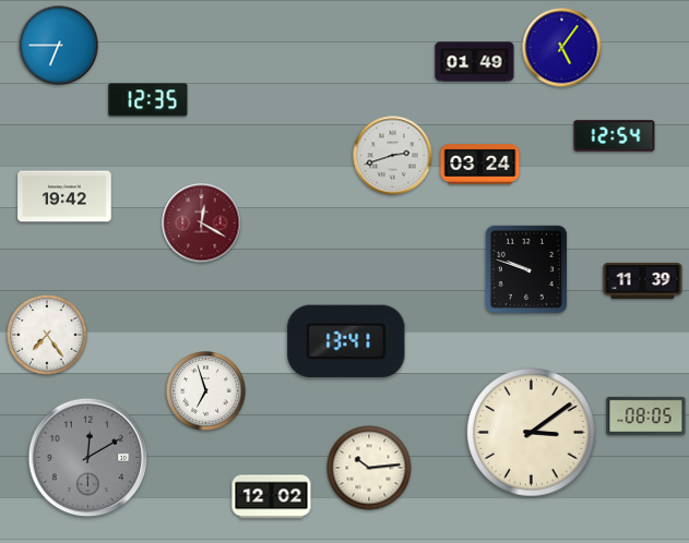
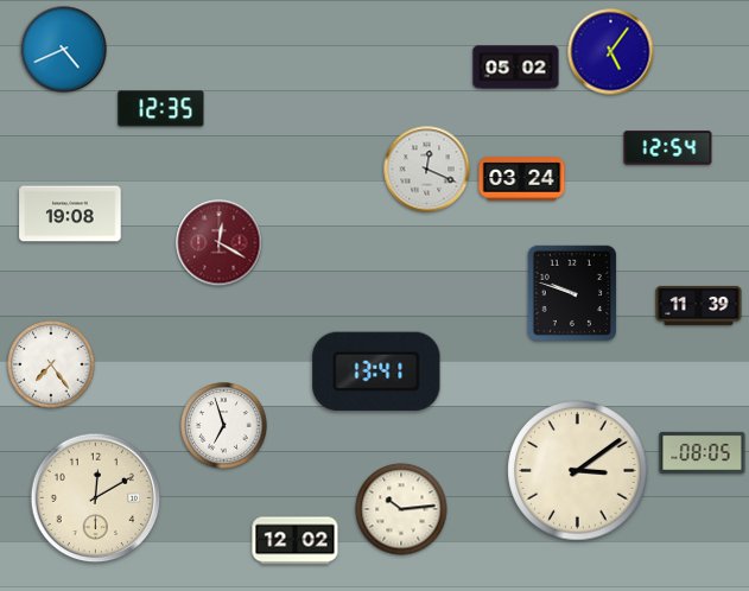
clock at (59, 46): 6:45 -> 4:41
clock at (475, 62): 01:49 -> 05:02
clock at (393, 156): 2:42 -> 12:19
clock at (64, 196): 19:42 -> 19:08
clock at (88, 458) dial: grey -> cream
